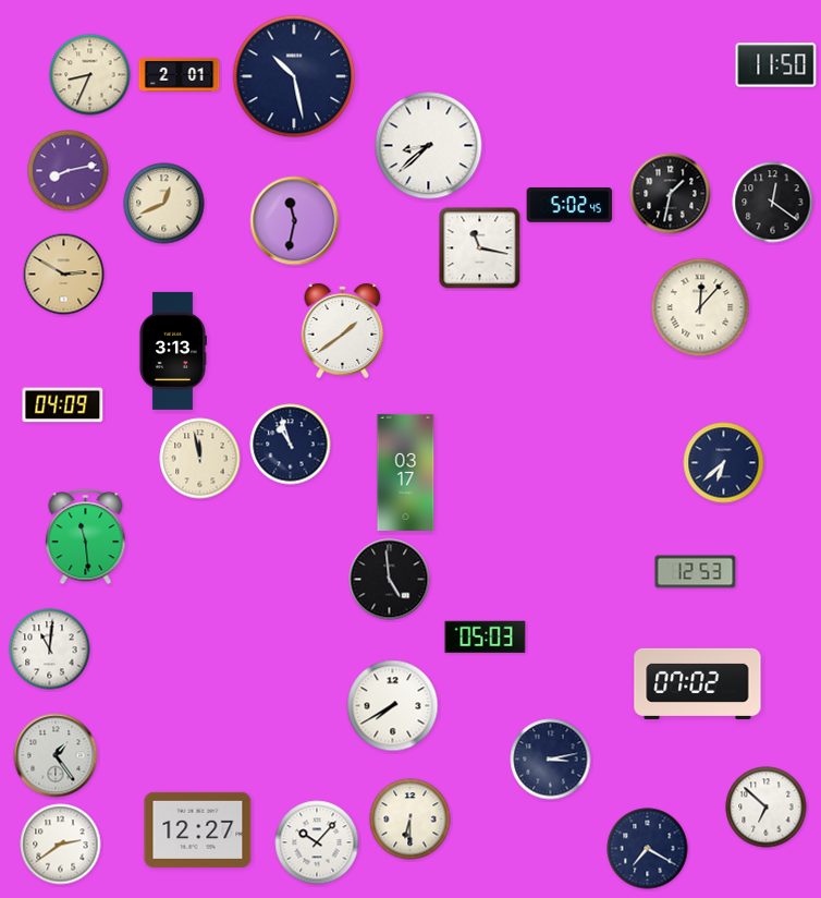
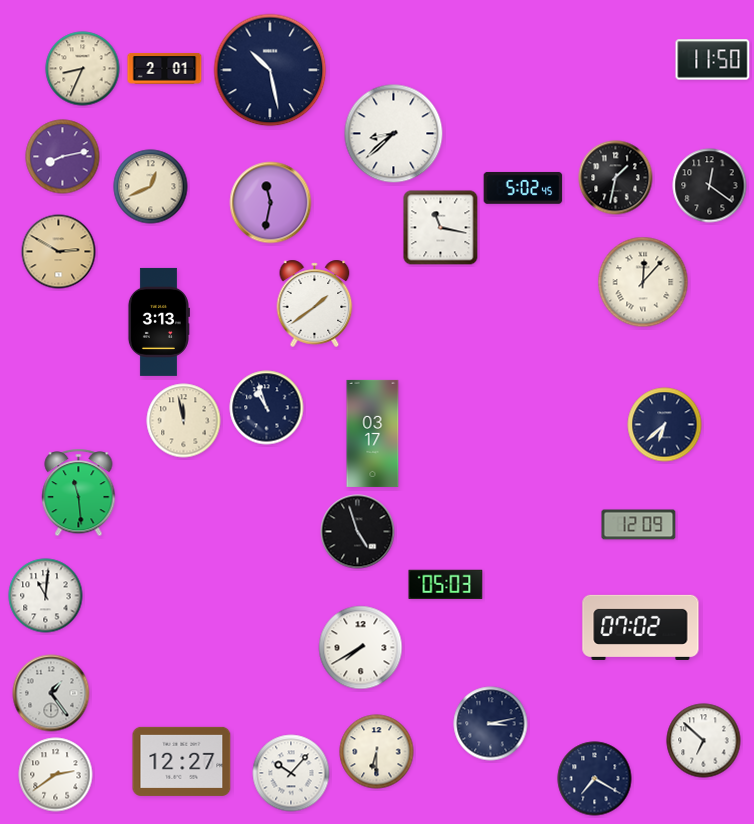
clock at (63, 405): 04:09 -> none
clock at (696, 572): 12:53 -> 12:09
clock at (390, 580): 4:59 -> 4:57
clock at (551, 760) position: (551, 760) -> (491, 724)
